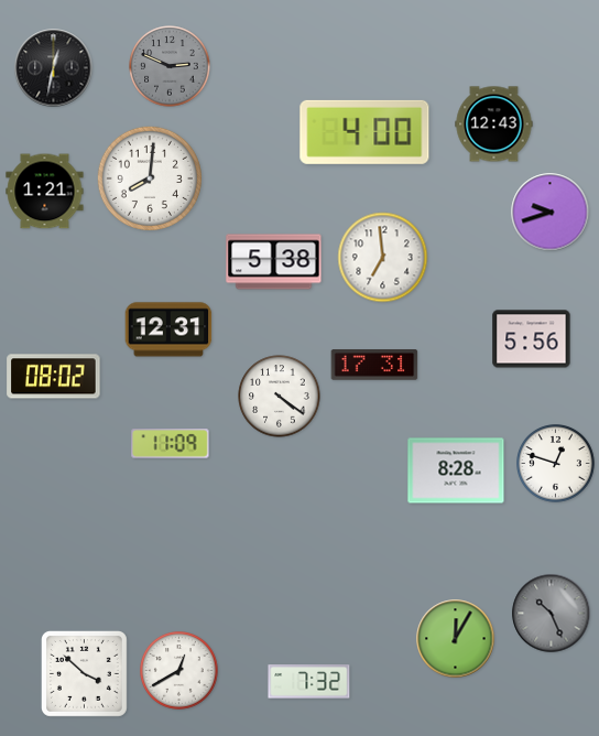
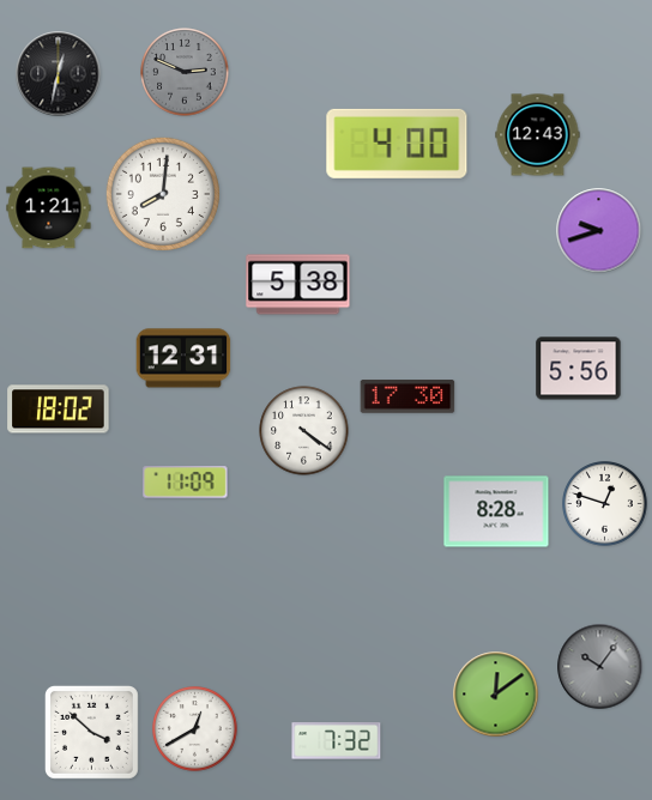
clock at (383, 258): 6:59 -> none
clock at (374, 365): 17:31 -> 17:30
clock at (54, 377): 08:02 -> 18:02
clock at (552, 614): 10:26 -> 10:06
clock at (456, 639): 12:05 -> 12:09
